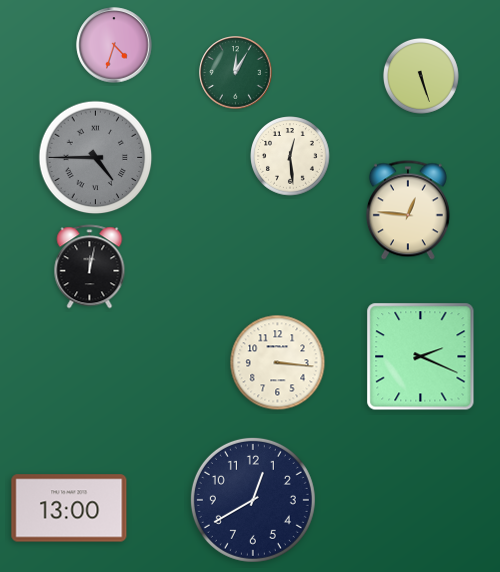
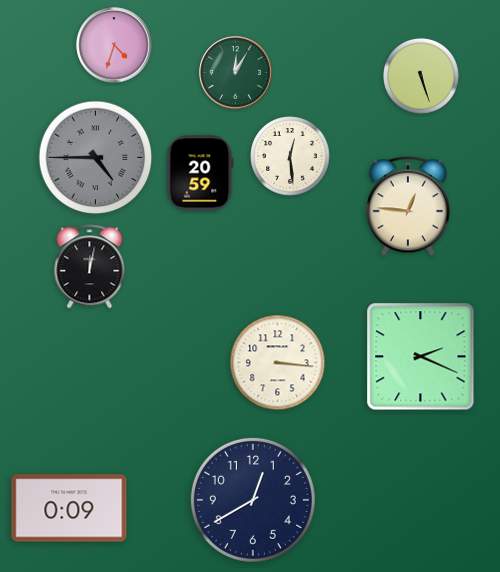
clock at (200, 173): none -> 20:59
clock at (408, 210) position: (408, 210) -> (408, 206)
clock at (69, 508): 13:00 -> 0:09
